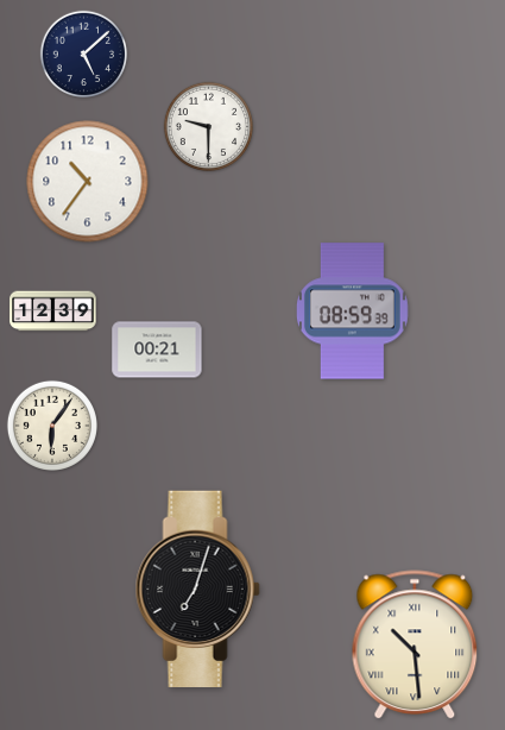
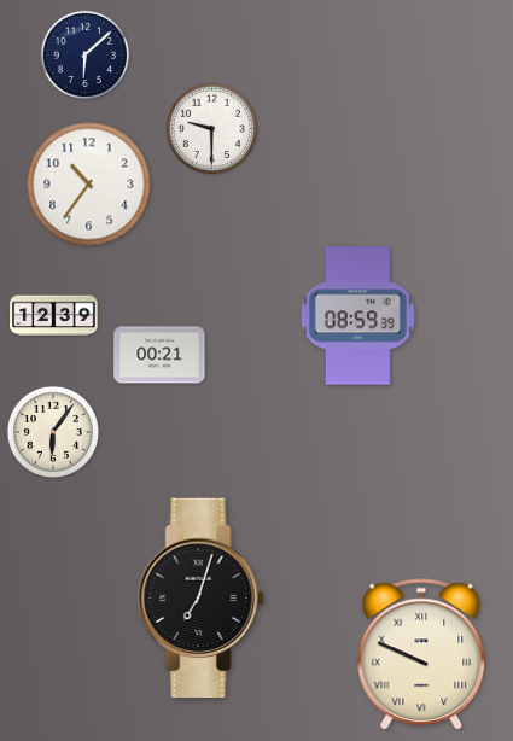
clock at (84, 55): 5:08 -> 6:08
clock at (415, 646): 10:29 -> 9:49
